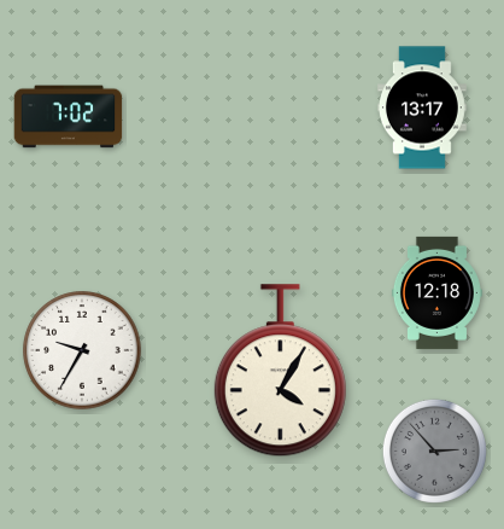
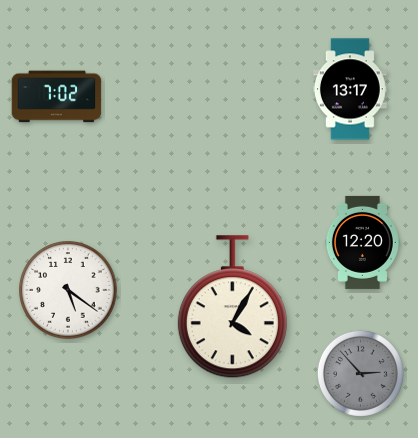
clock at (436, 292): 12:18 -> 12:20
clock at (82, 350): 9:35 -> 5:21
